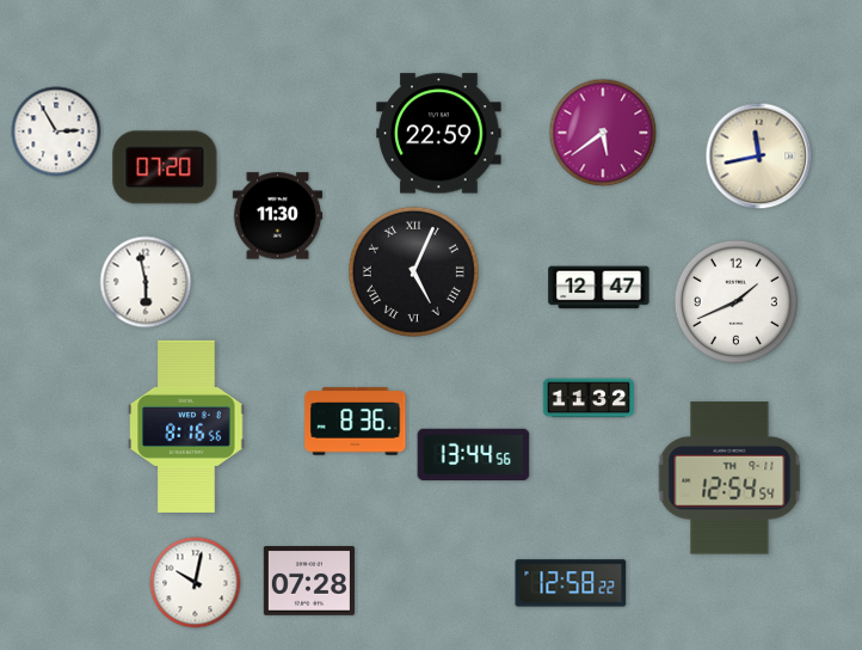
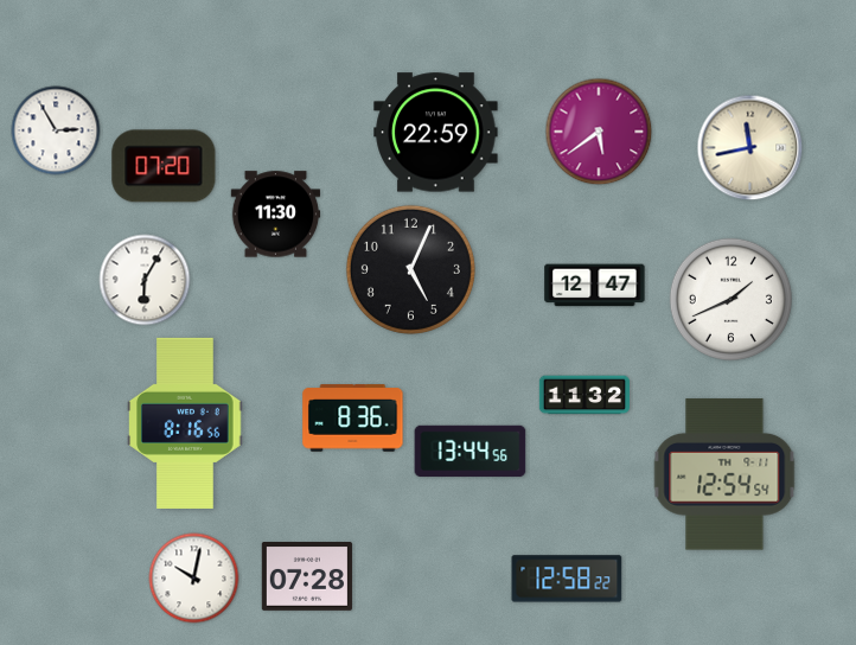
clock at (759, 157) position: (759, 157) -> (750, 148)
clock at (413, 271) numerals: Roman -> Arabic
clock at (146, 282): 5:58 -> 6:05
